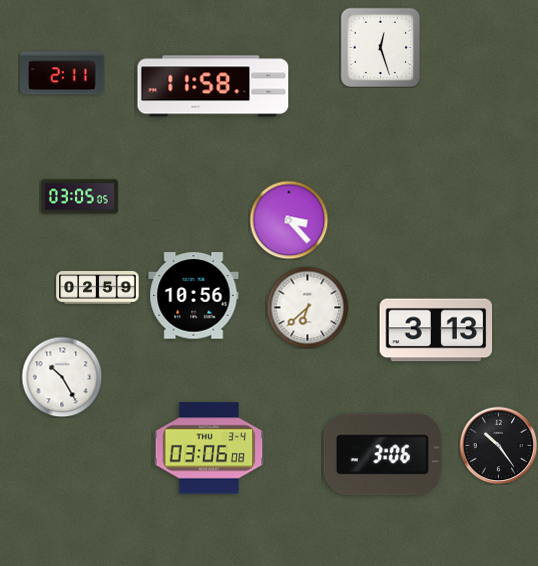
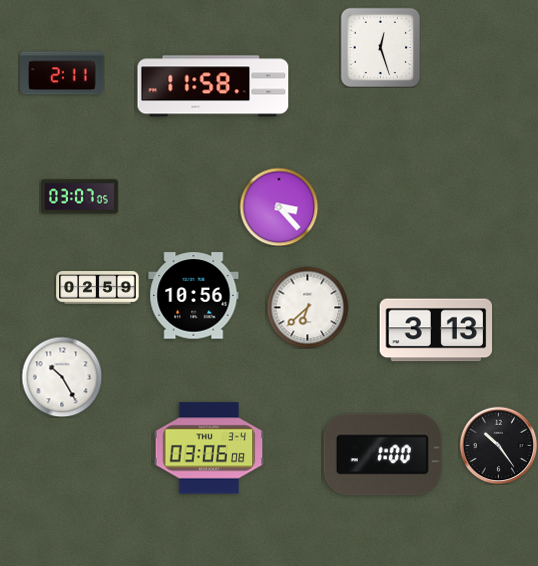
clock at (80, 197): 03:05 -> 03:07
clock at (289, 220) position: (289, 220) -> (279, 207)
clock at (382, 455): 3:06 -> 1:00
